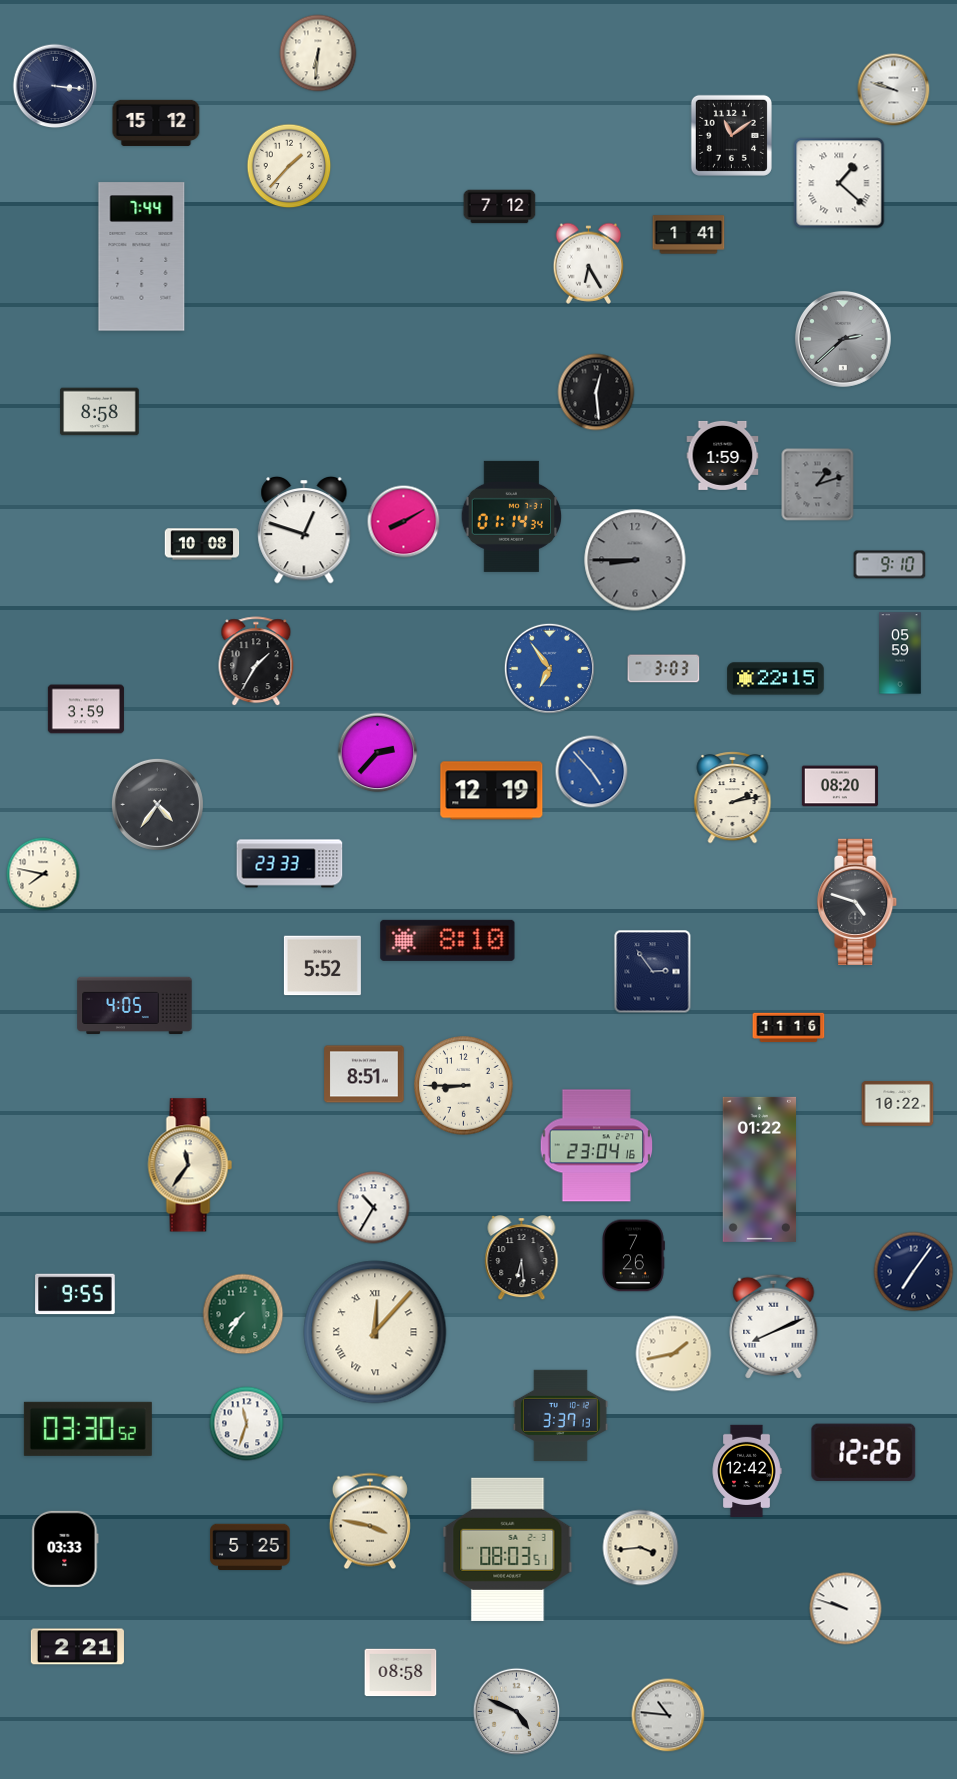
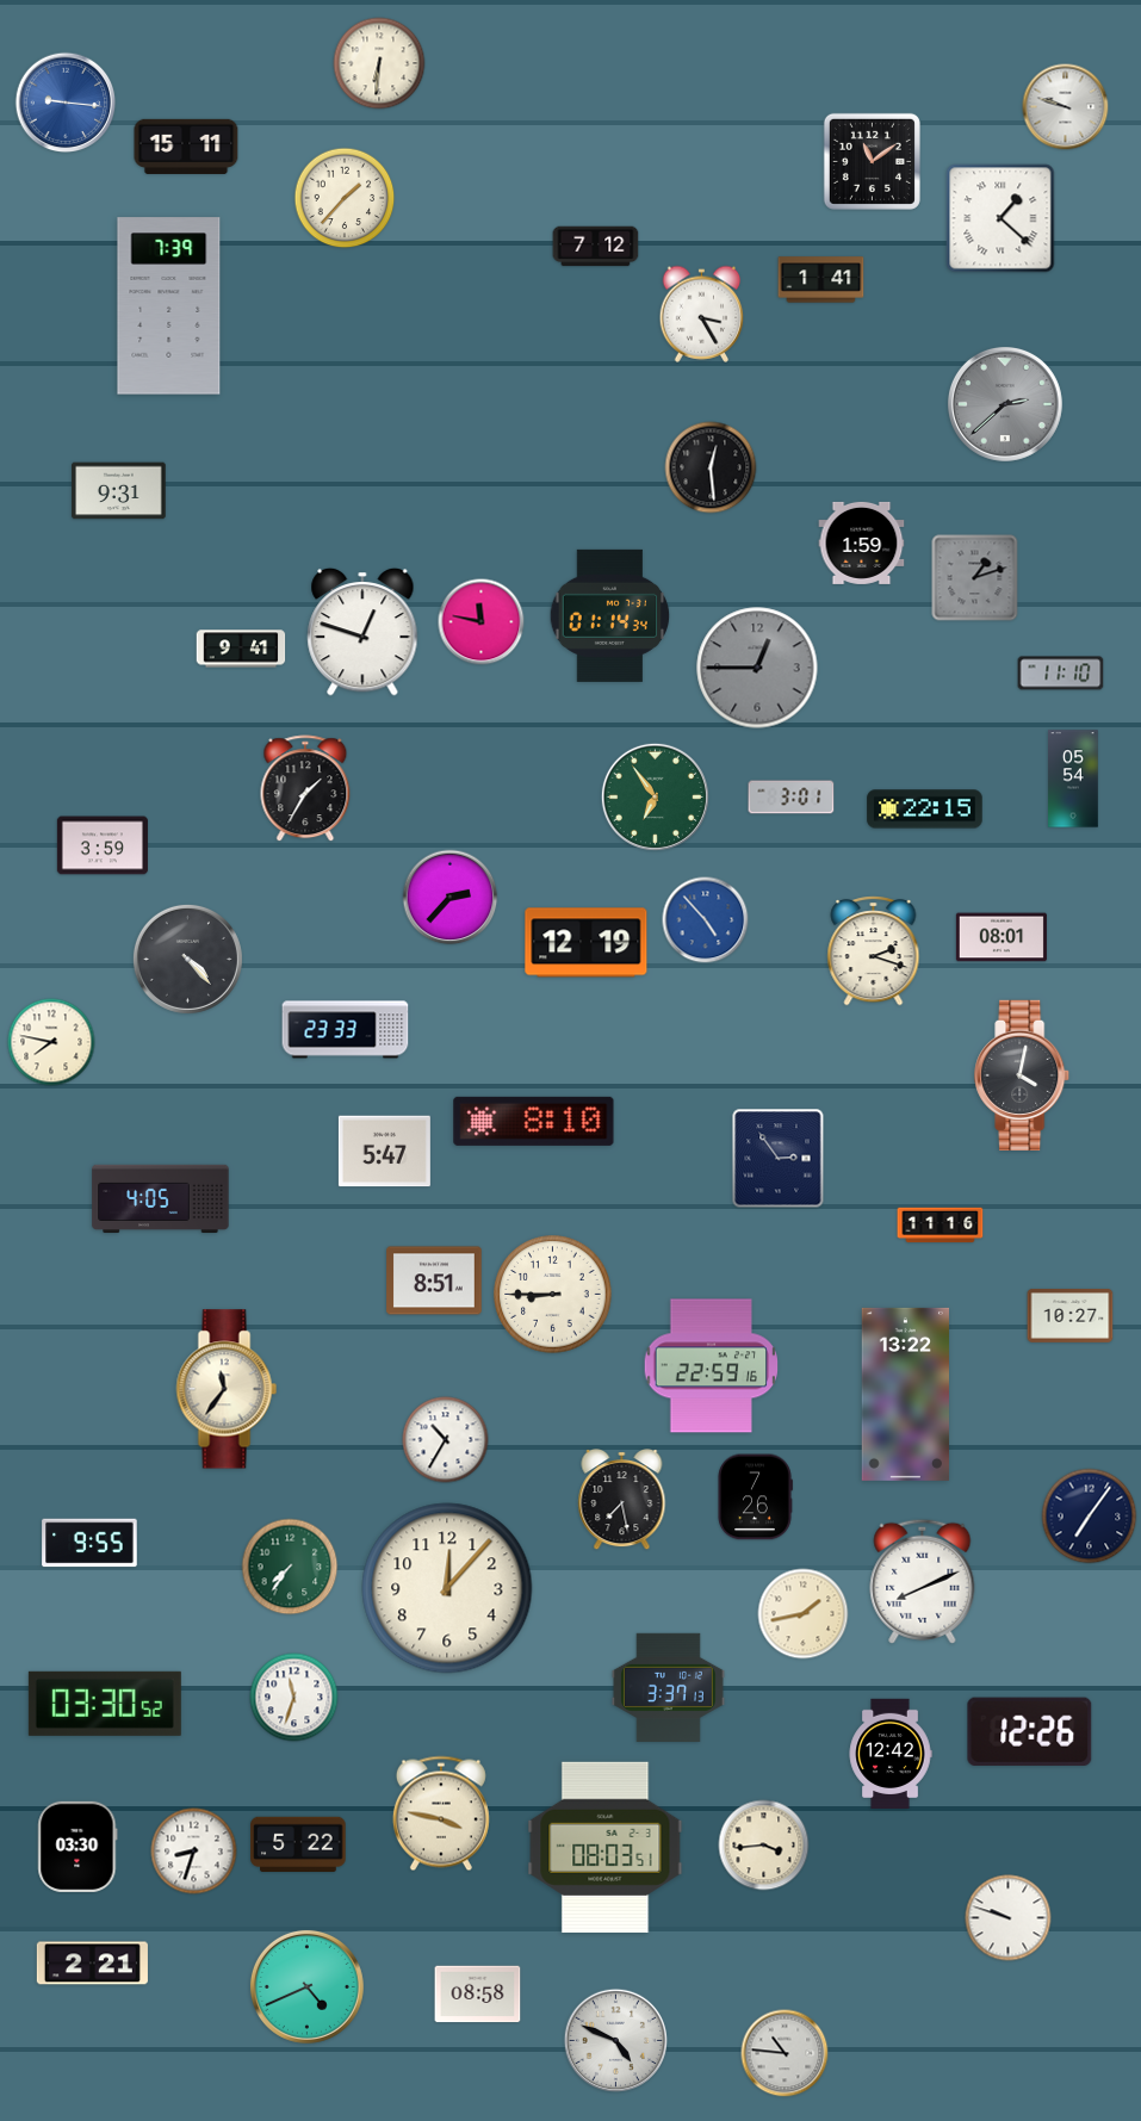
clock at (55, 86): 3:16 -> 9:16
clock at (55, 86) dial: navy -> blue
clock at (156, 123): 15:12 -> 15:11
clock at (142, 257): 7:44 -> 7:39
clock at (589, 263): 6:25 -> 3:25
clock at (100, 412): 8:58 -> 9:31
clock at (404, 522): 8:10 -> 11:47
clock at (202, 544): 10:08 -> 9:41
clock at (635, 560): 8:45 -> 12:45
clock at (890, 565): 9:10 -> 11:10
clock at (900, 653): 05:59 -> 05:54
clock at (549, 668) dial: blue -> green
clock at (664, 669): 3:03 -> 3:01
clock at (840, 786): 08:20 -> 08:01
clock at (733, 798): 2:13 -> 2:18
clock at (157, 804): 4:36 -> 4:23
clock at (858, 902): 4:48 -> 4:02
clock at (322, 966): 5:52 -> 5:47
clock at (898, 1103): 10:22 -> 10:27
clock at (597, 1146): 23:04 -> 22:59
clock at (759, 1169): 01:22 -> 13:22
clock at (522, 1259): 6:29 -> 7:28
clock at (375, 1332) numerals: Roman -> Arabic
clock at (250, 1546): 5:25 -> 5:22
clock at (65, 1549): 03:33 -> 03:30
clock at (194, 1852): none -> 8:33
clock at (306, 1986): none -> 4:41
clock at (668, 1715) position: (668, 1715) -> (785, 2053)
